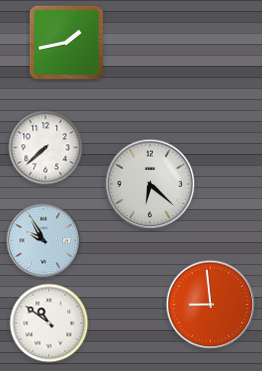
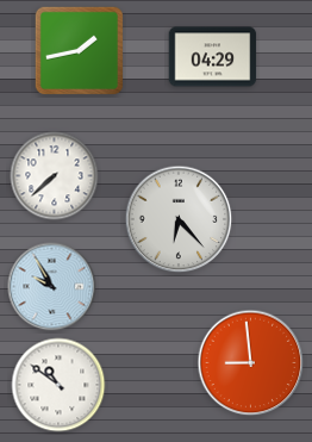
clock at (213, 57): none -> 04:29
clock at (150, 184): 6:22 -> 6:23
